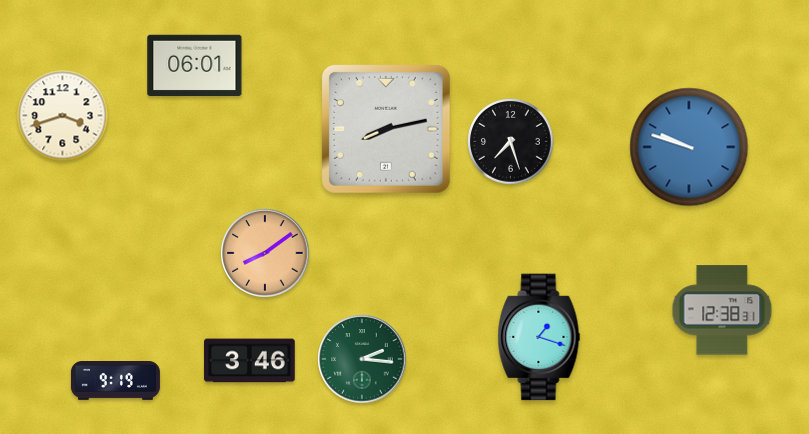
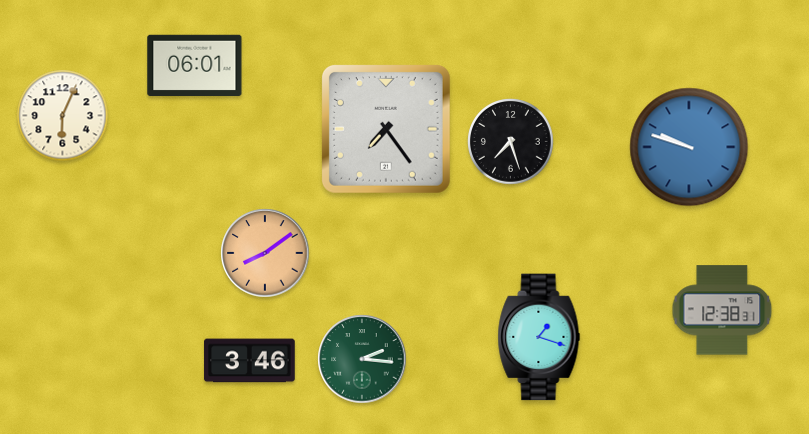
clock at (63, 116): 3:42 -> 6:04
clock at (386, 129): 8:13 -> 7:24
clock at (115, 381): 9:19 -> none
